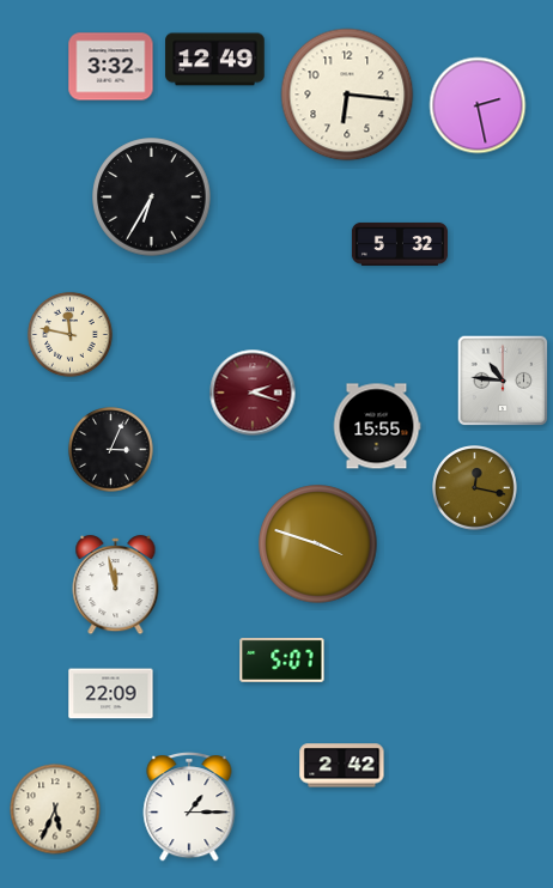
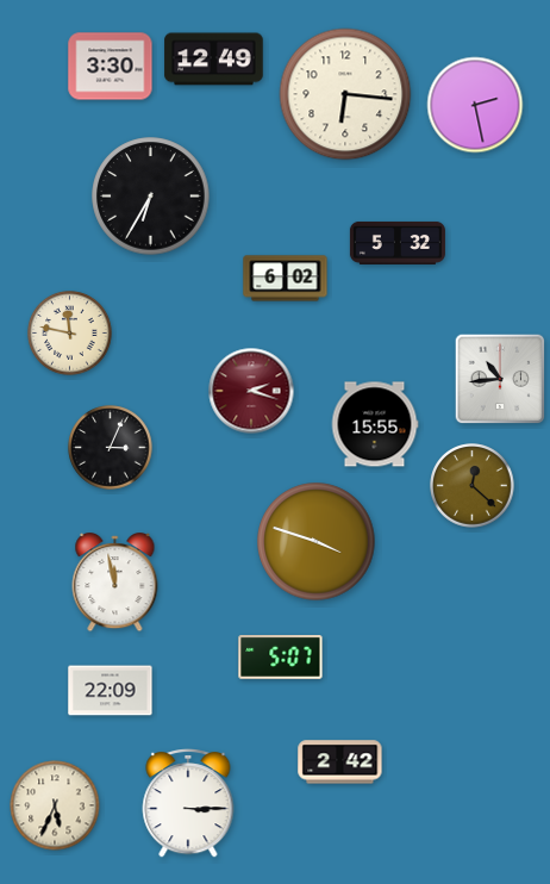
clock at (111, 67): 3:32 -> 3:30
clock at (286, 279): none -> 6:02
clock at (503, 381): 10:46 -> 10:44
clock at (475, 488): 12:17 -> 12:22
clock at (189, 808): 1:15 -> 3:15
